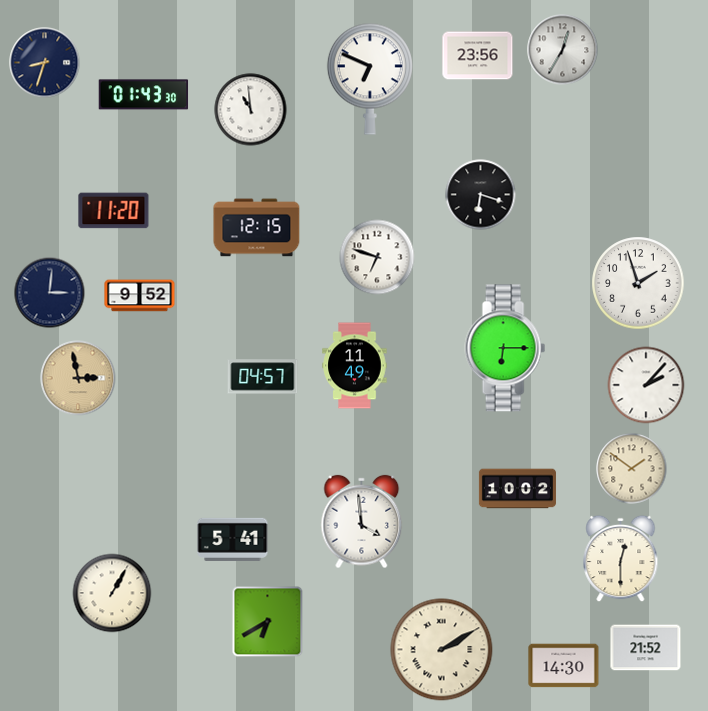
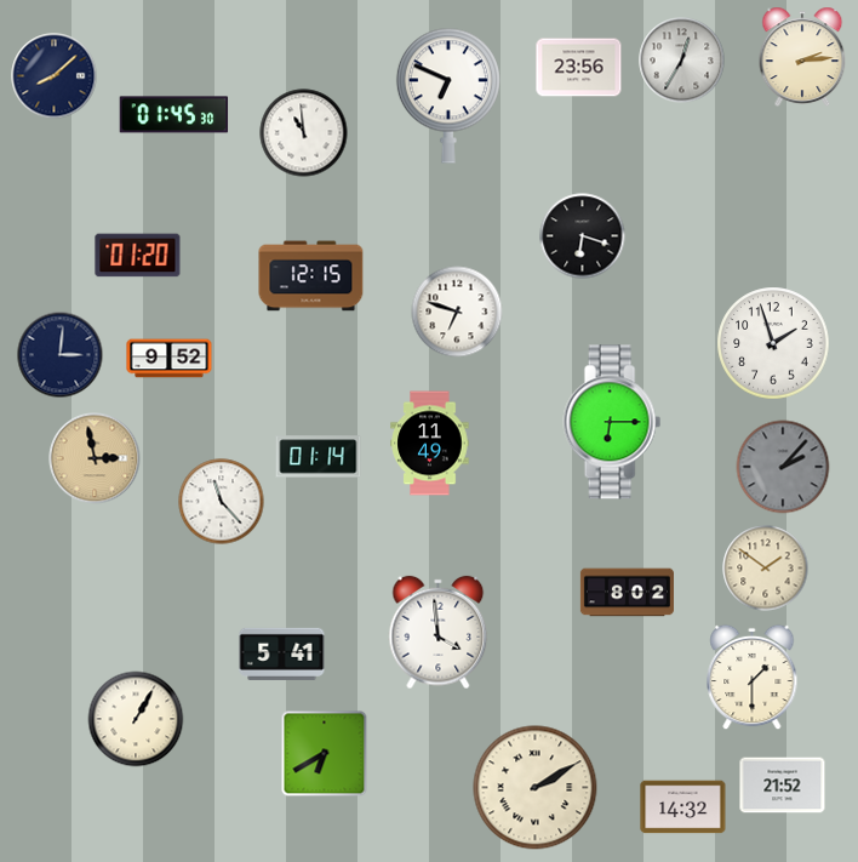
clock at (802, 57): none -> 2:14
clock at (45, 63): 8:33 -> 8:08
clock at (144, 95): 01:43 -> 01:45
clock at (114, 211): 11:20 -> 01:20
clock at (263, 377): 04:57 -> 01:14
clock at (646, 385) dial: white -> grey
clock at (222, 502): none -> 11:23
clock at (517, 489): 10:02 -> 8:02
clock at (621, 559): 12:30 -> 1:30
clock at (564, 666): 14:30 -> 14:32
